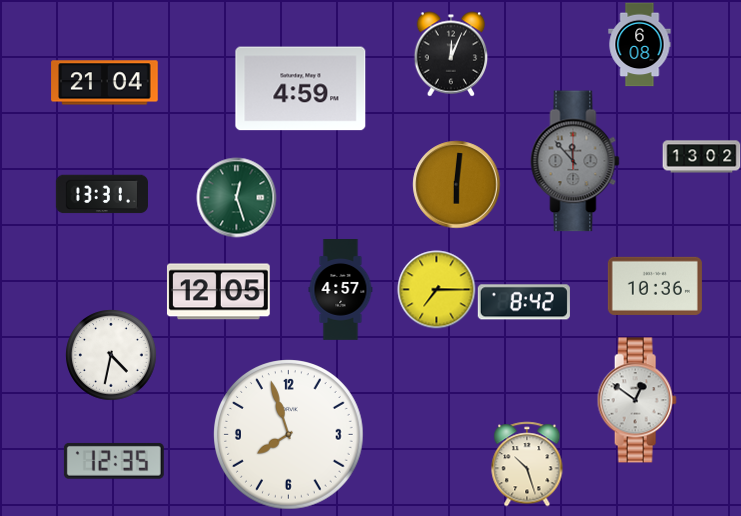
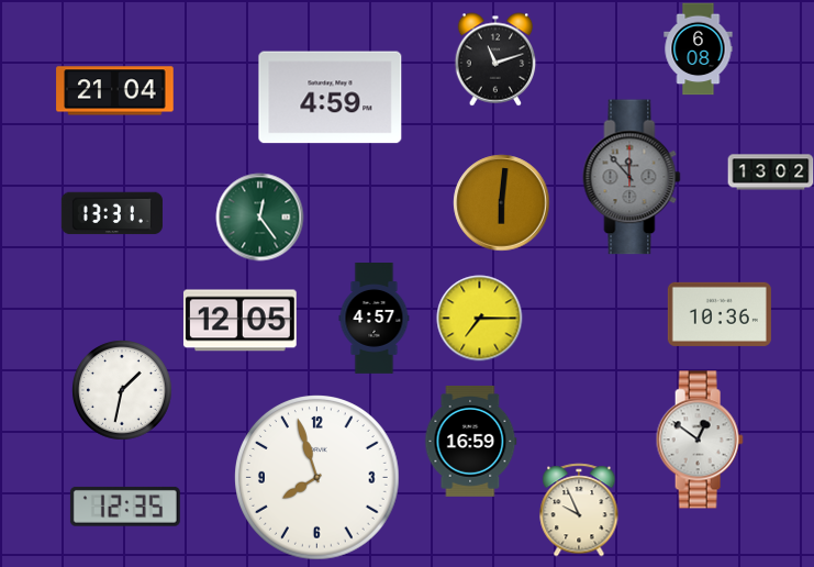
clock at (640, 44) position: (640, 44) -> (699, 48)
clock at (451, 54): 12:04 -> 11:12
clock at (236, 197): 12:27 -> 12:24
clock at (524, 302): 8:42 -> none
clock at (111, 355): 4:32 -> 1:32
clock at (471, 441): none -> 16:59
clock at (527, 464): 10:27 -> 9:56
